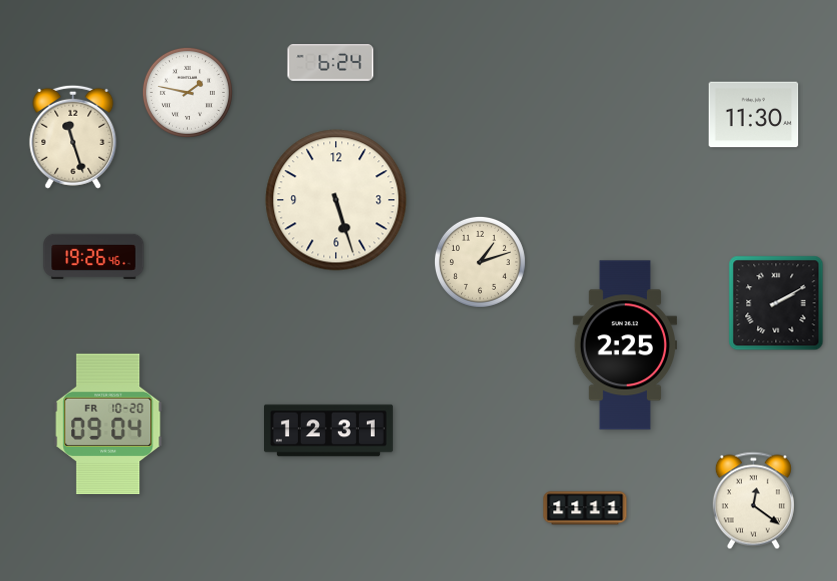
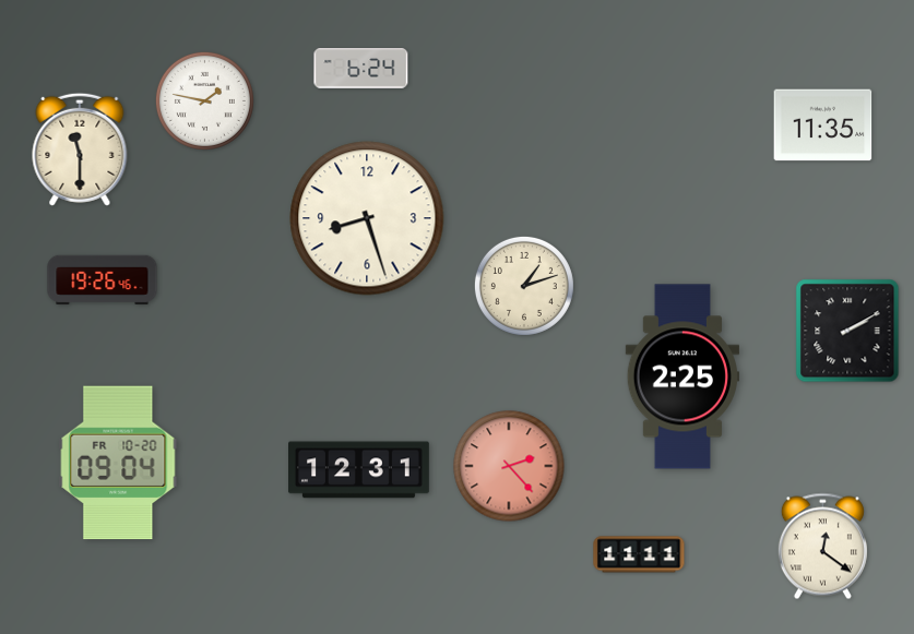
clock at (754, 115): 11:30 -> 11:35
clock at (73, 137): 11:27 -> 11:30
clock at (336, 200): 5:27 -> 8:27
clock at (509, 466): none -> 2:23
